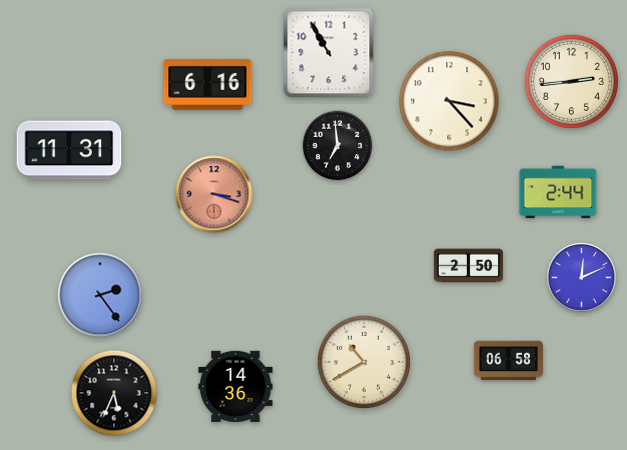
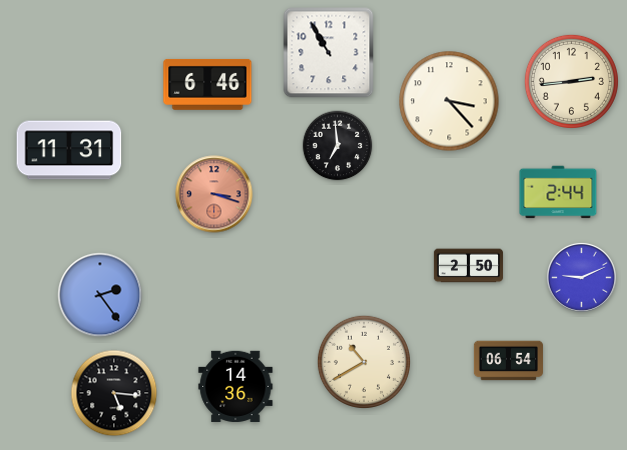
clock at (208, 84): 6:16 -> 6:46
clock at (581, 277): 12:11 -> 9:11
clock at (508, 361): 06:58 -> 06:54
clock at (114, 393): 5:34 -> 5:16
